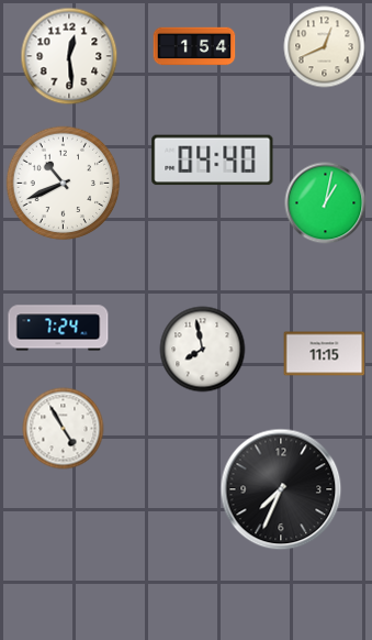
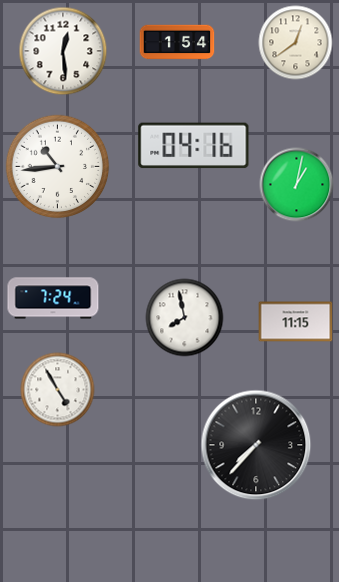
clock at (325, 47): 12:41 -> 12:39
clock at (213, 161): 04:40 -> 04:16
clock at (64, 184): 10:41 -> 10:44
clock at (281, 489): 7:34 -> 7:37
